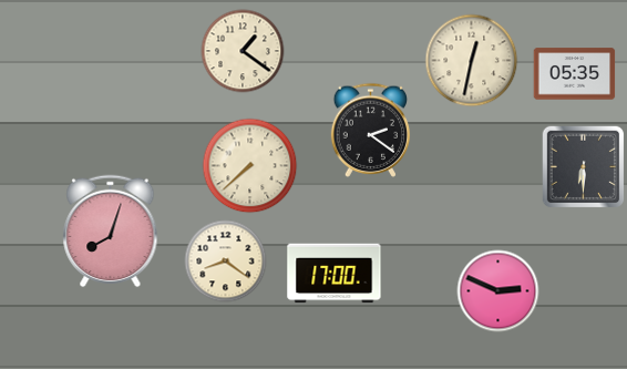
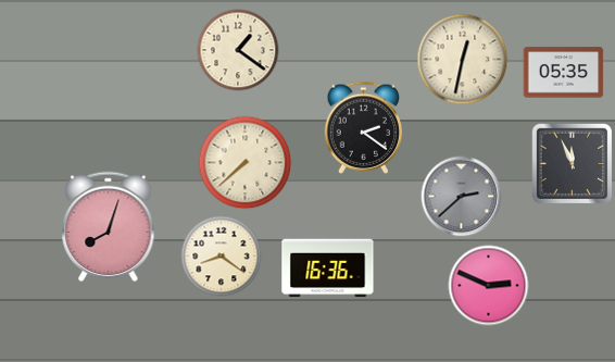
clock at (584, 167): 6:30 -> 11:56
clock at (462, 197): none -> 2:38
clock at (335, 274): 17:00 -> 16:36
